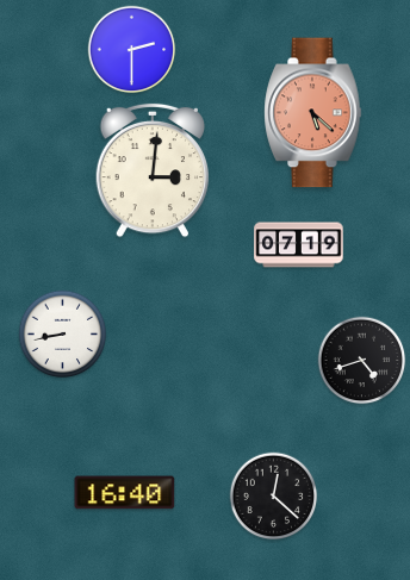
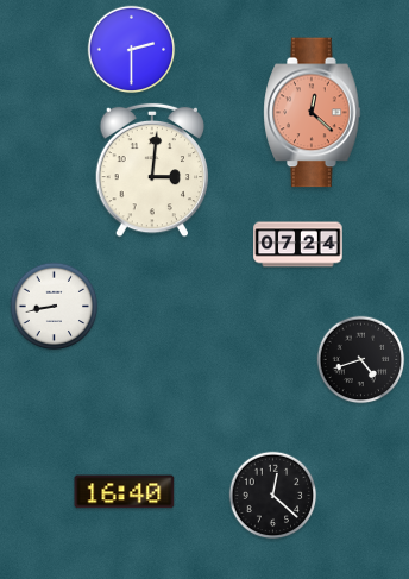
clock at (313, 113): 5:22 -> 12:22
clock at (299, 245): 07:19 -> 07:24
clock at (63, 335) position: (63, 335) -> (55, 307)
